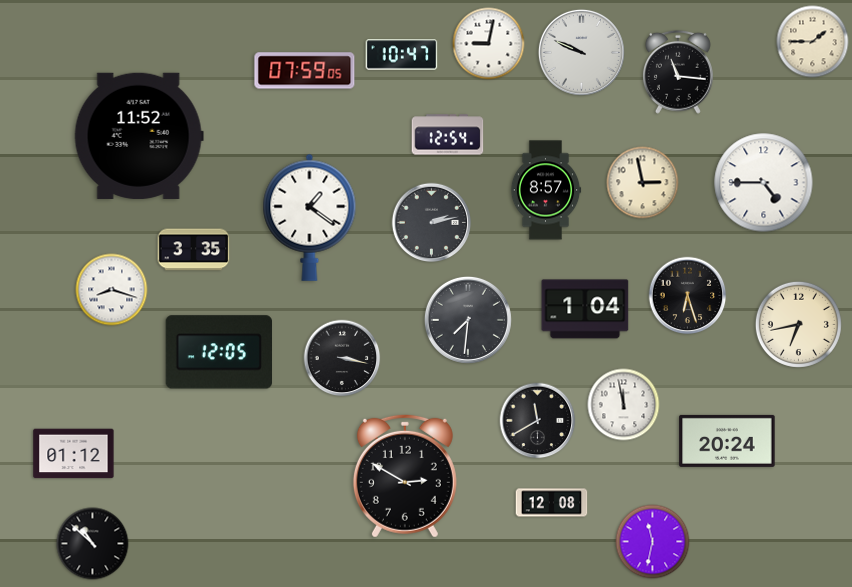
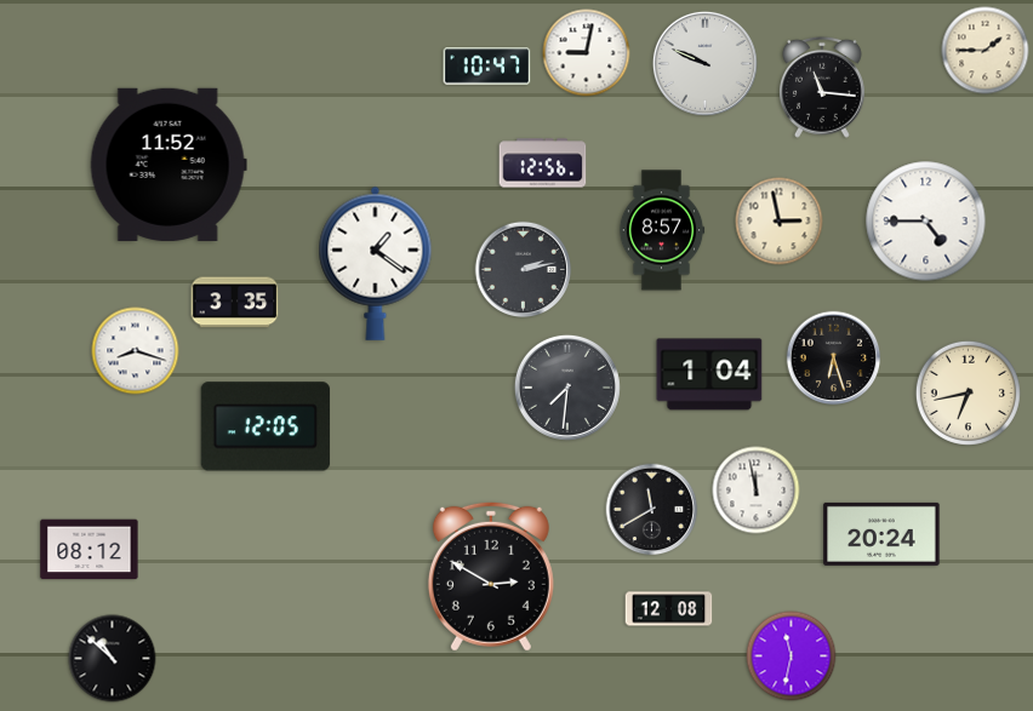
clock at (489, 44) position: (489, 44) -> (587, 53)
clock at (305, 71): 07:59 -> none
clock at (448, 135): 12:54 -> 12:56
clock at (342, 358): 3:17 -> none
clock at (74, 454): 01:12 -> 08:12
